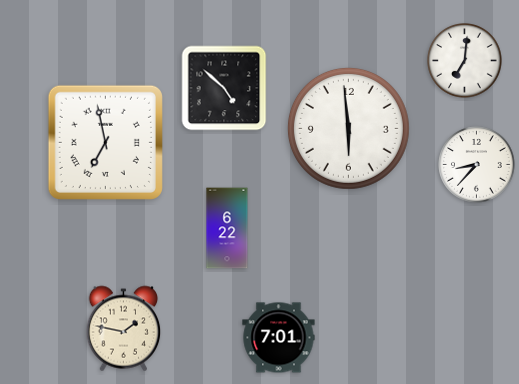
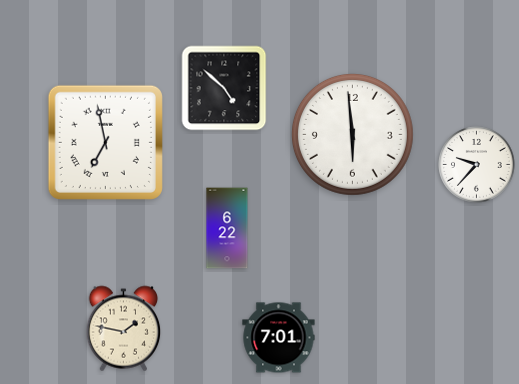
clock at (465, 61): 7:01 -> none
clock at (348, 128) position: (348, 128) -> (352, 134)
clock at (477, 165): 8:37 -> 9:37
